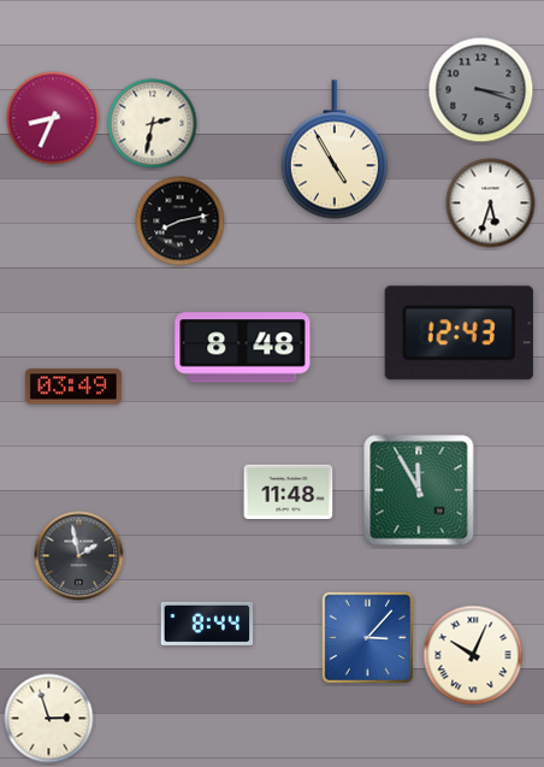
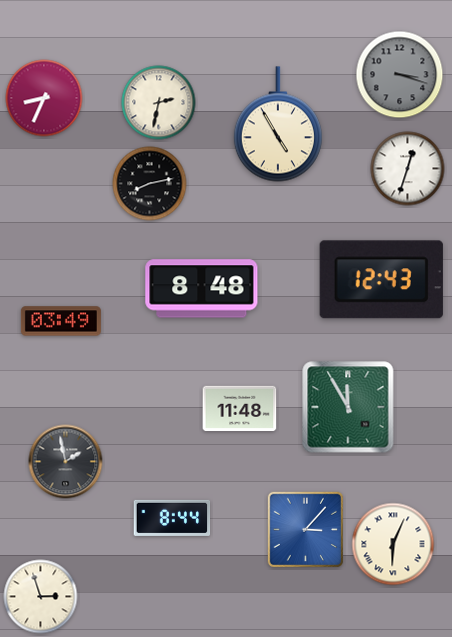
clock at (153, 124) position: (153, 124) -> (159, 103)
clock at (491, 203): 5:33 -> 12:33
clock at (459, 334) position: (459, 334) -> (381, 280)
clock at (473, 655): 10:04 -> 6:04
